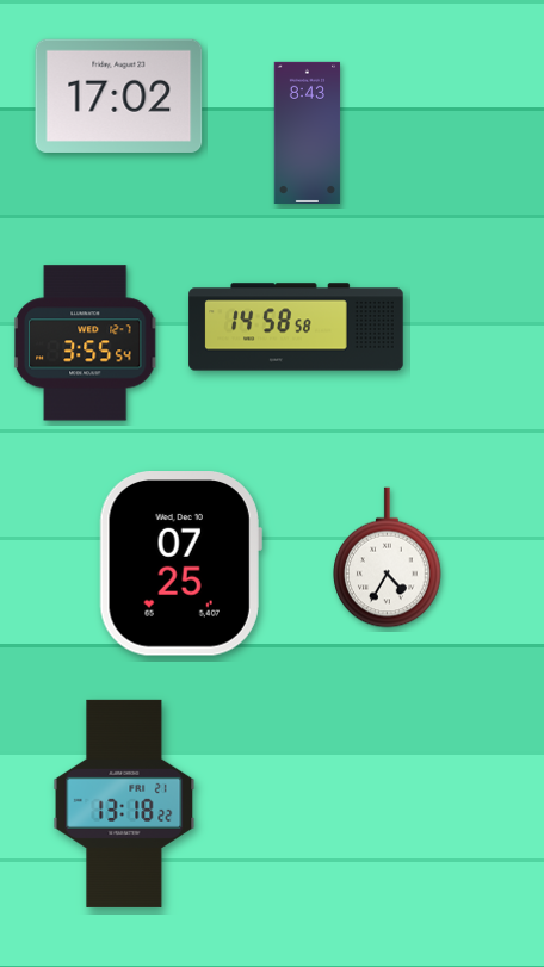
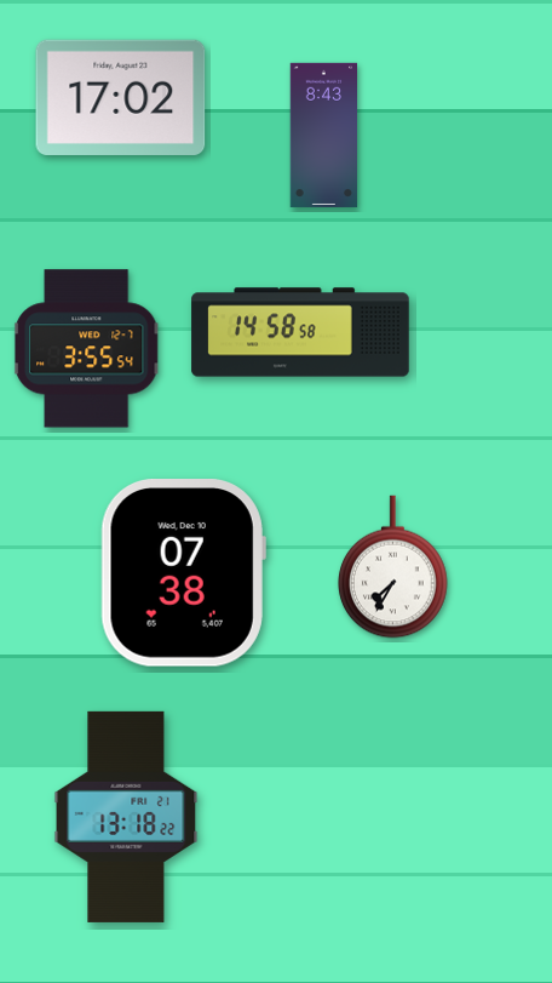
clock at (308, 132) position: (308, 132) -> (324, 135)
clock at (388, 558): 4:35 -> 7:35
clock at (180, 564): 07:25 -> 07:38
